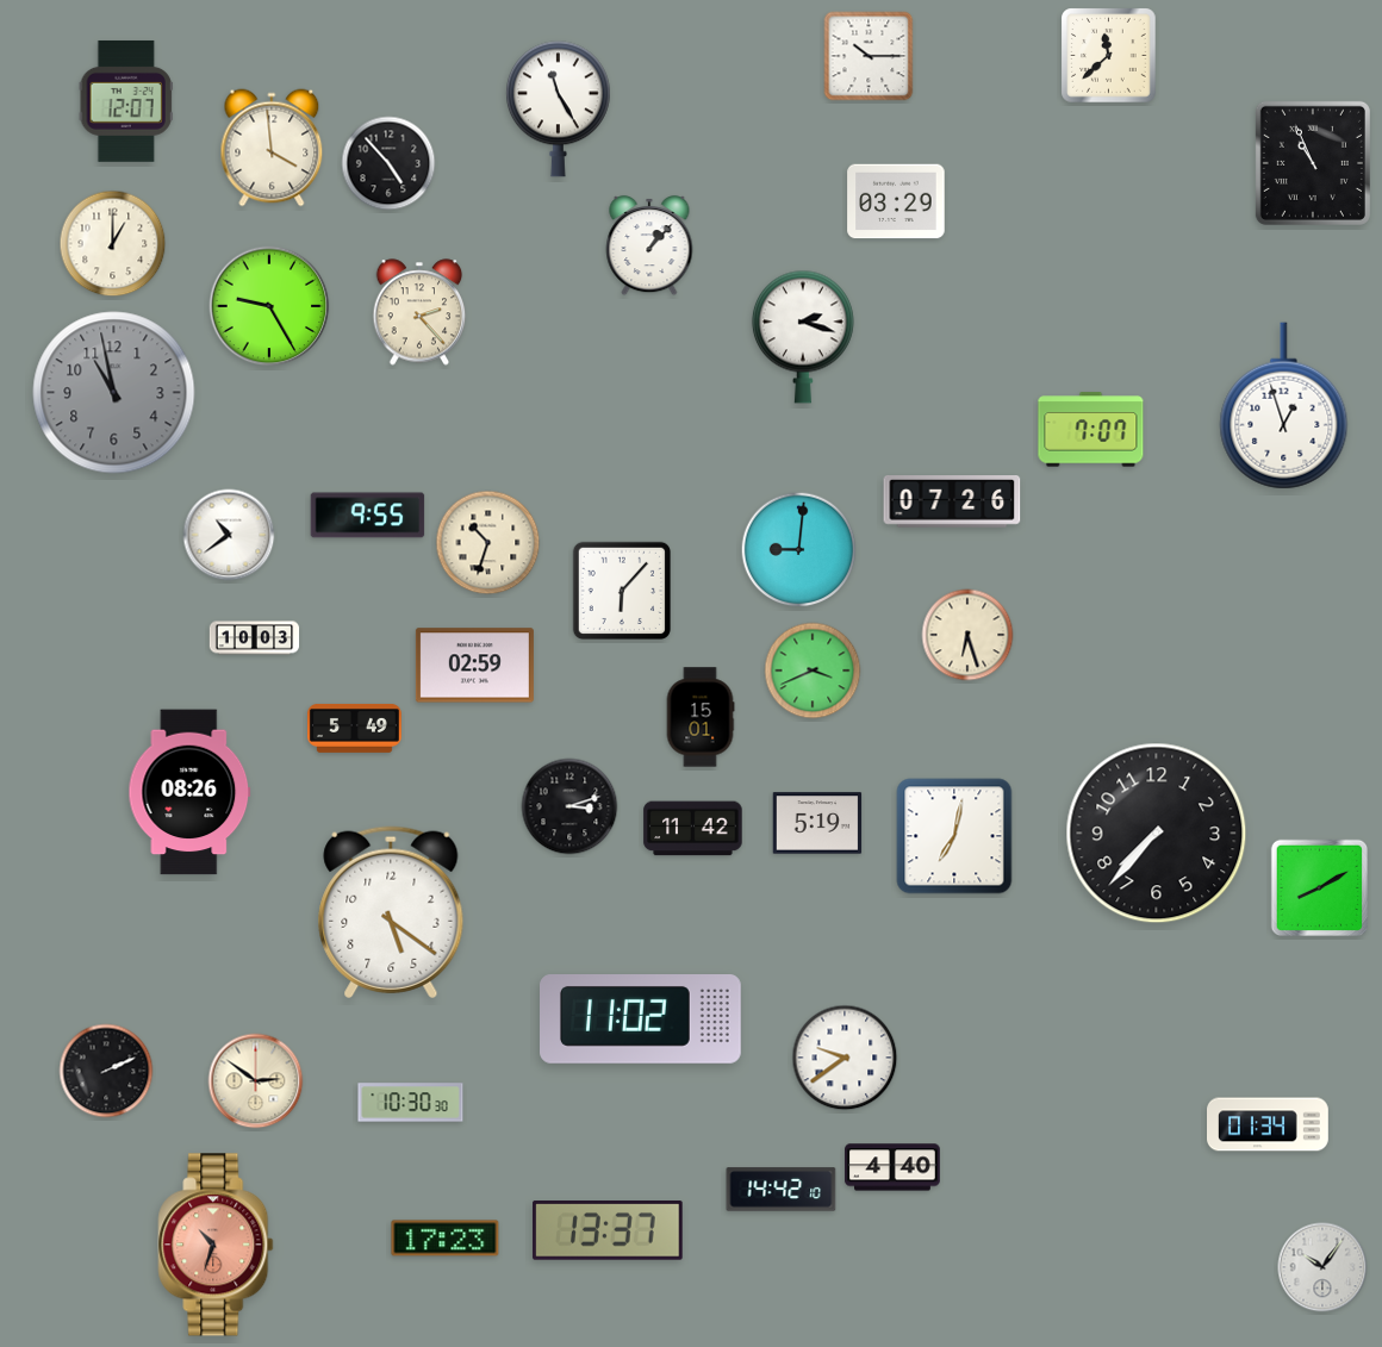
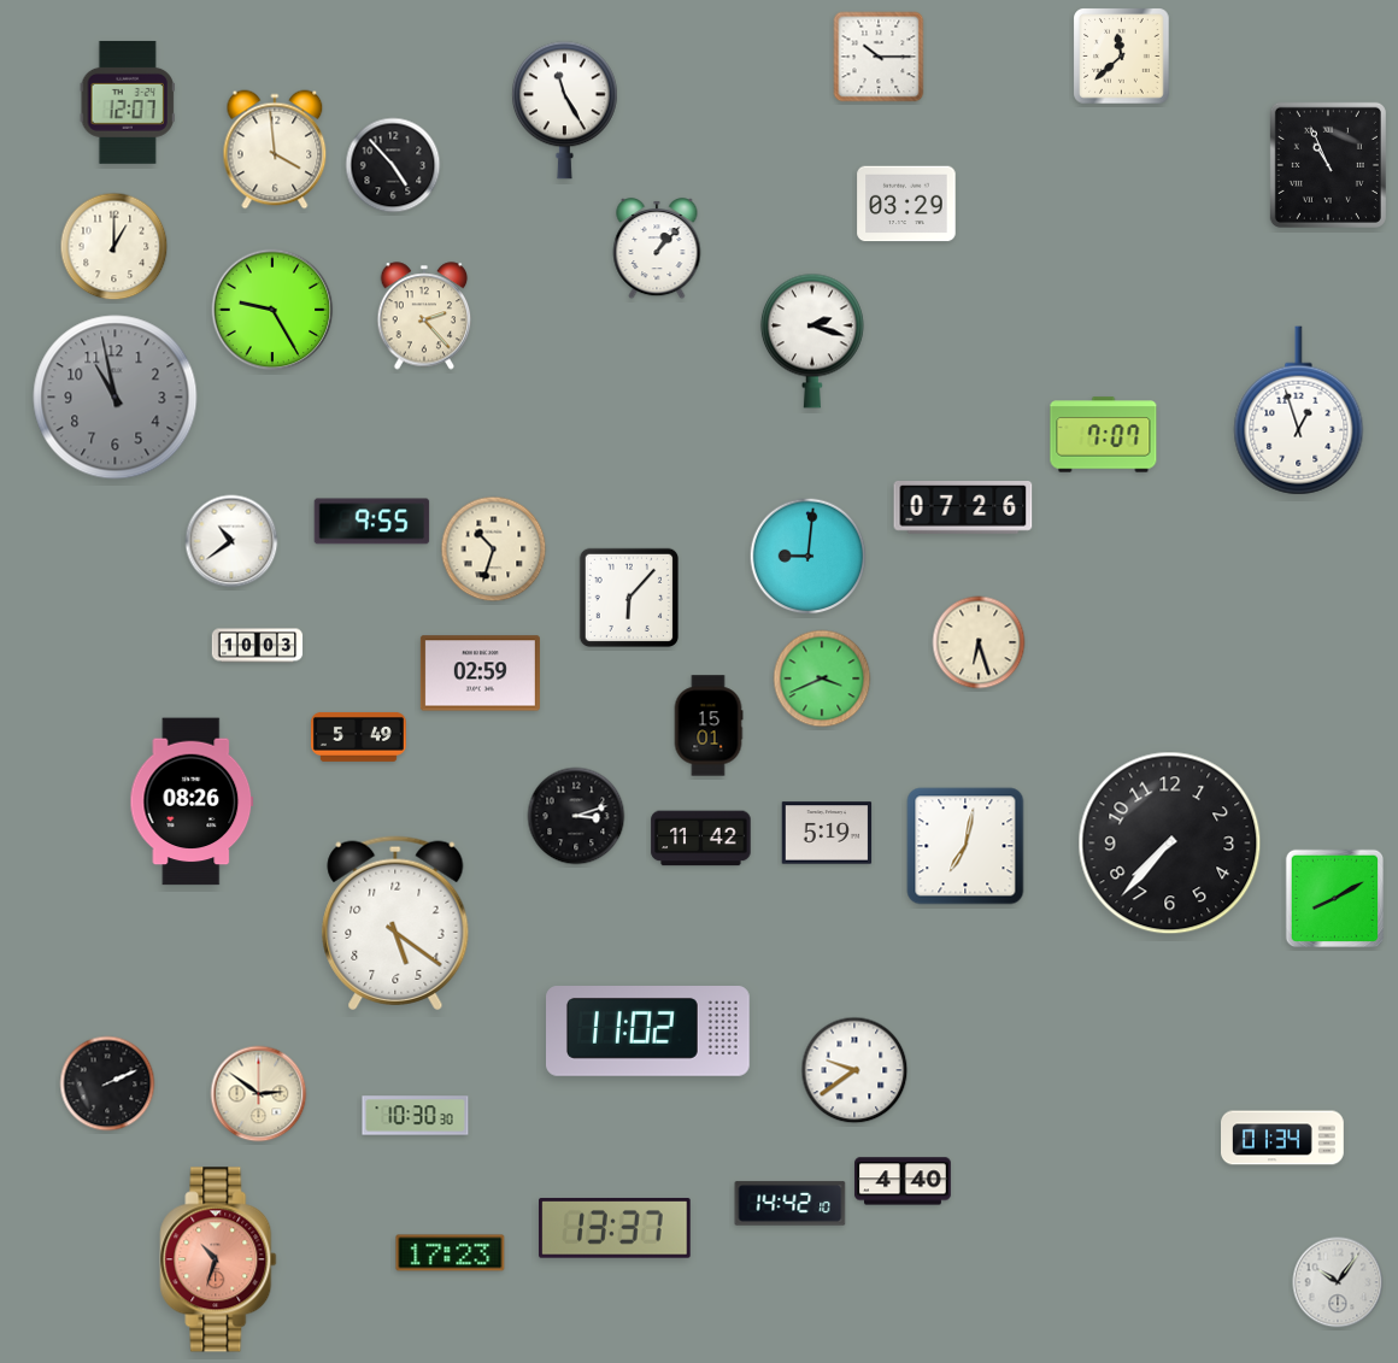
clock at (608, 1230) position: (608, 1230) -> (615, 1228)
